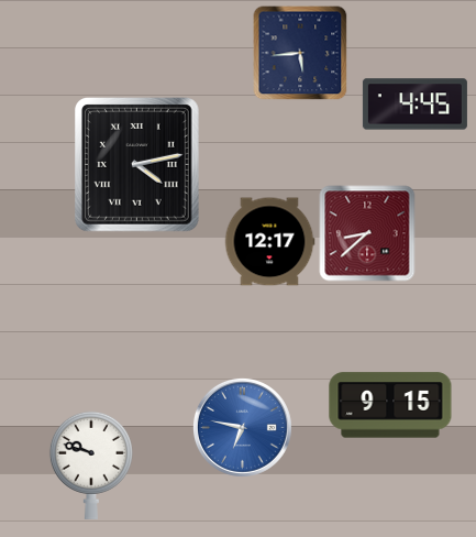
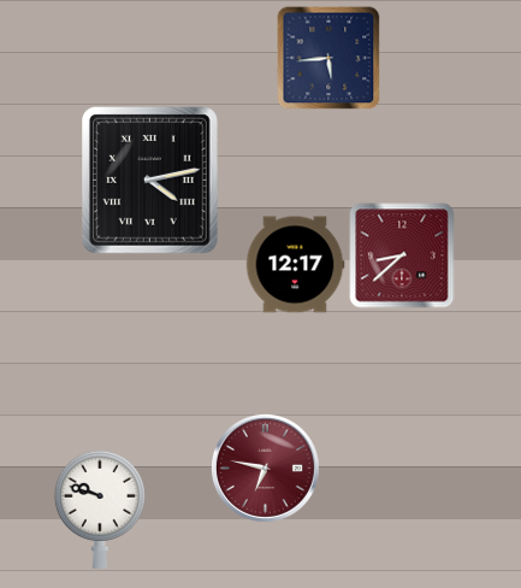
clock at (414, 105): 4:45 -> none
clock at (390, 405): 9:15 -> none
clock at (242, 427) dial: blue -> burgundy
